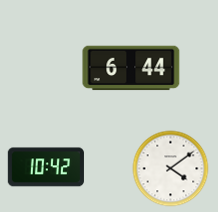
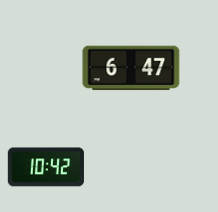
clock at (131, 68): 6:44 -> 6:47
clock at (171, 169): 4:09 -> none
